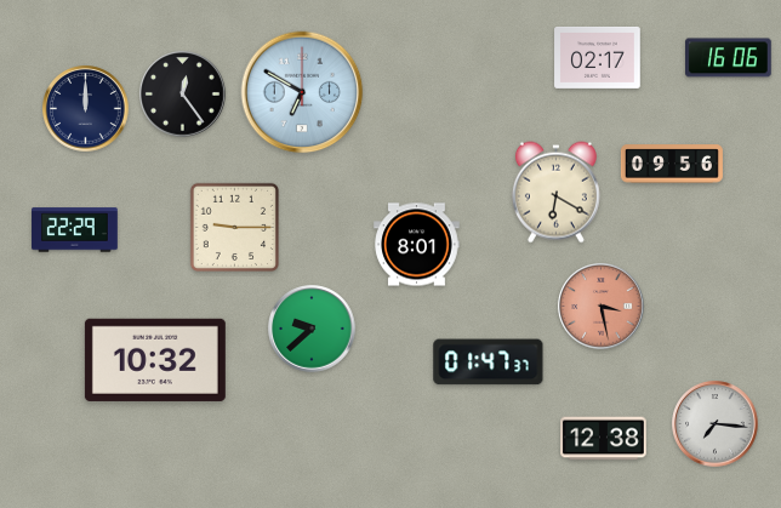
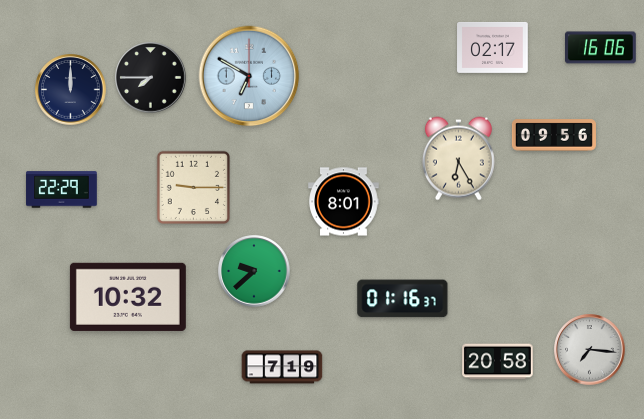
clock at (183, 95): 12:24 -> 7:45
clock at (555, 193): 6:20 -> 6:25
clock at (602, 307): 3:28 -> none
clock at (312, 329) position: (312, 329) -> (254, 271)
clock at (489, 363): 01:47 -> 01:16
clock at (604, 439): 12:38 -> 20:58
clock at (282, 367): none -> 7:19
